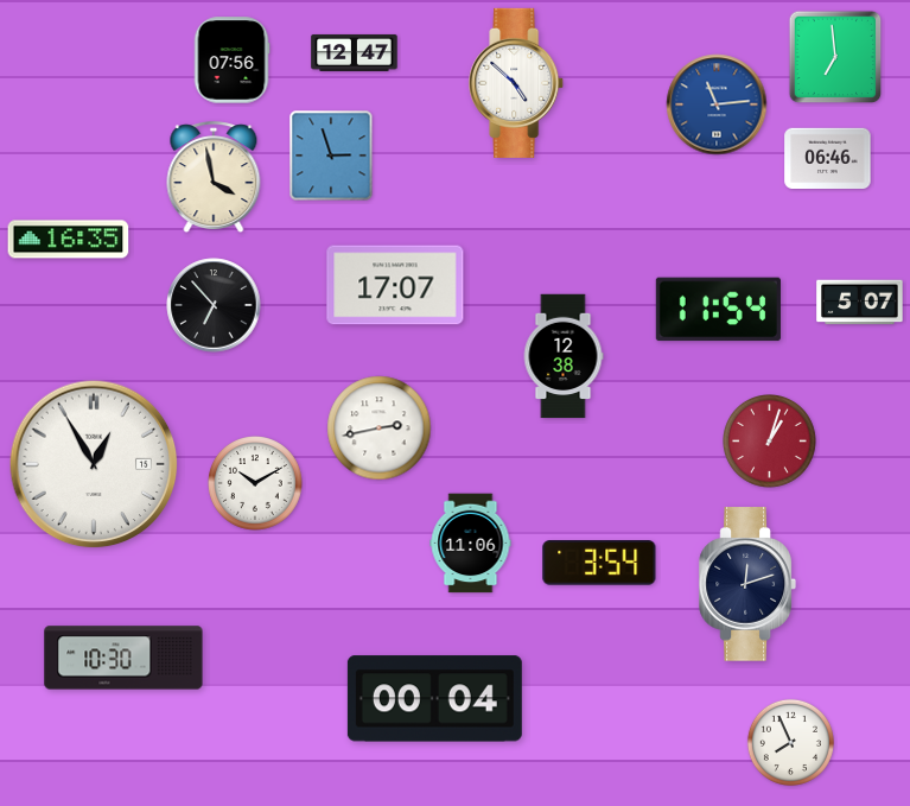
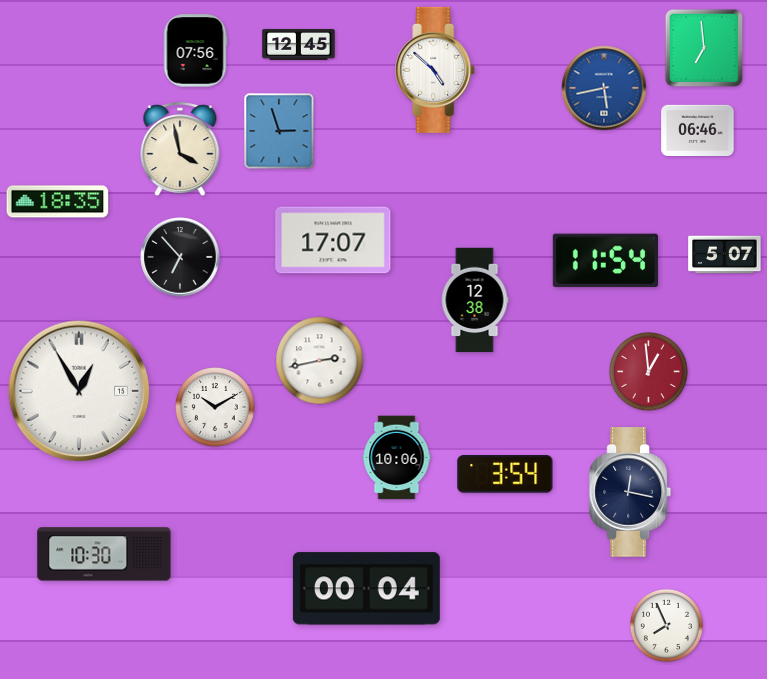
clock at (355, 52): 12:47 -> 12:45
clock at (717, 104): 11:14 -> 5:43
clock at (828, 158) position: (828, 158) -> (698, 130)
clock at (69, 240): 16:35 -> 18:35
clock at (770, 442): 1:03 -> 12:59
clock at (471, 544): 11:06 -> 10:06
clock at (746, 584): 12:12 -> 12:17
